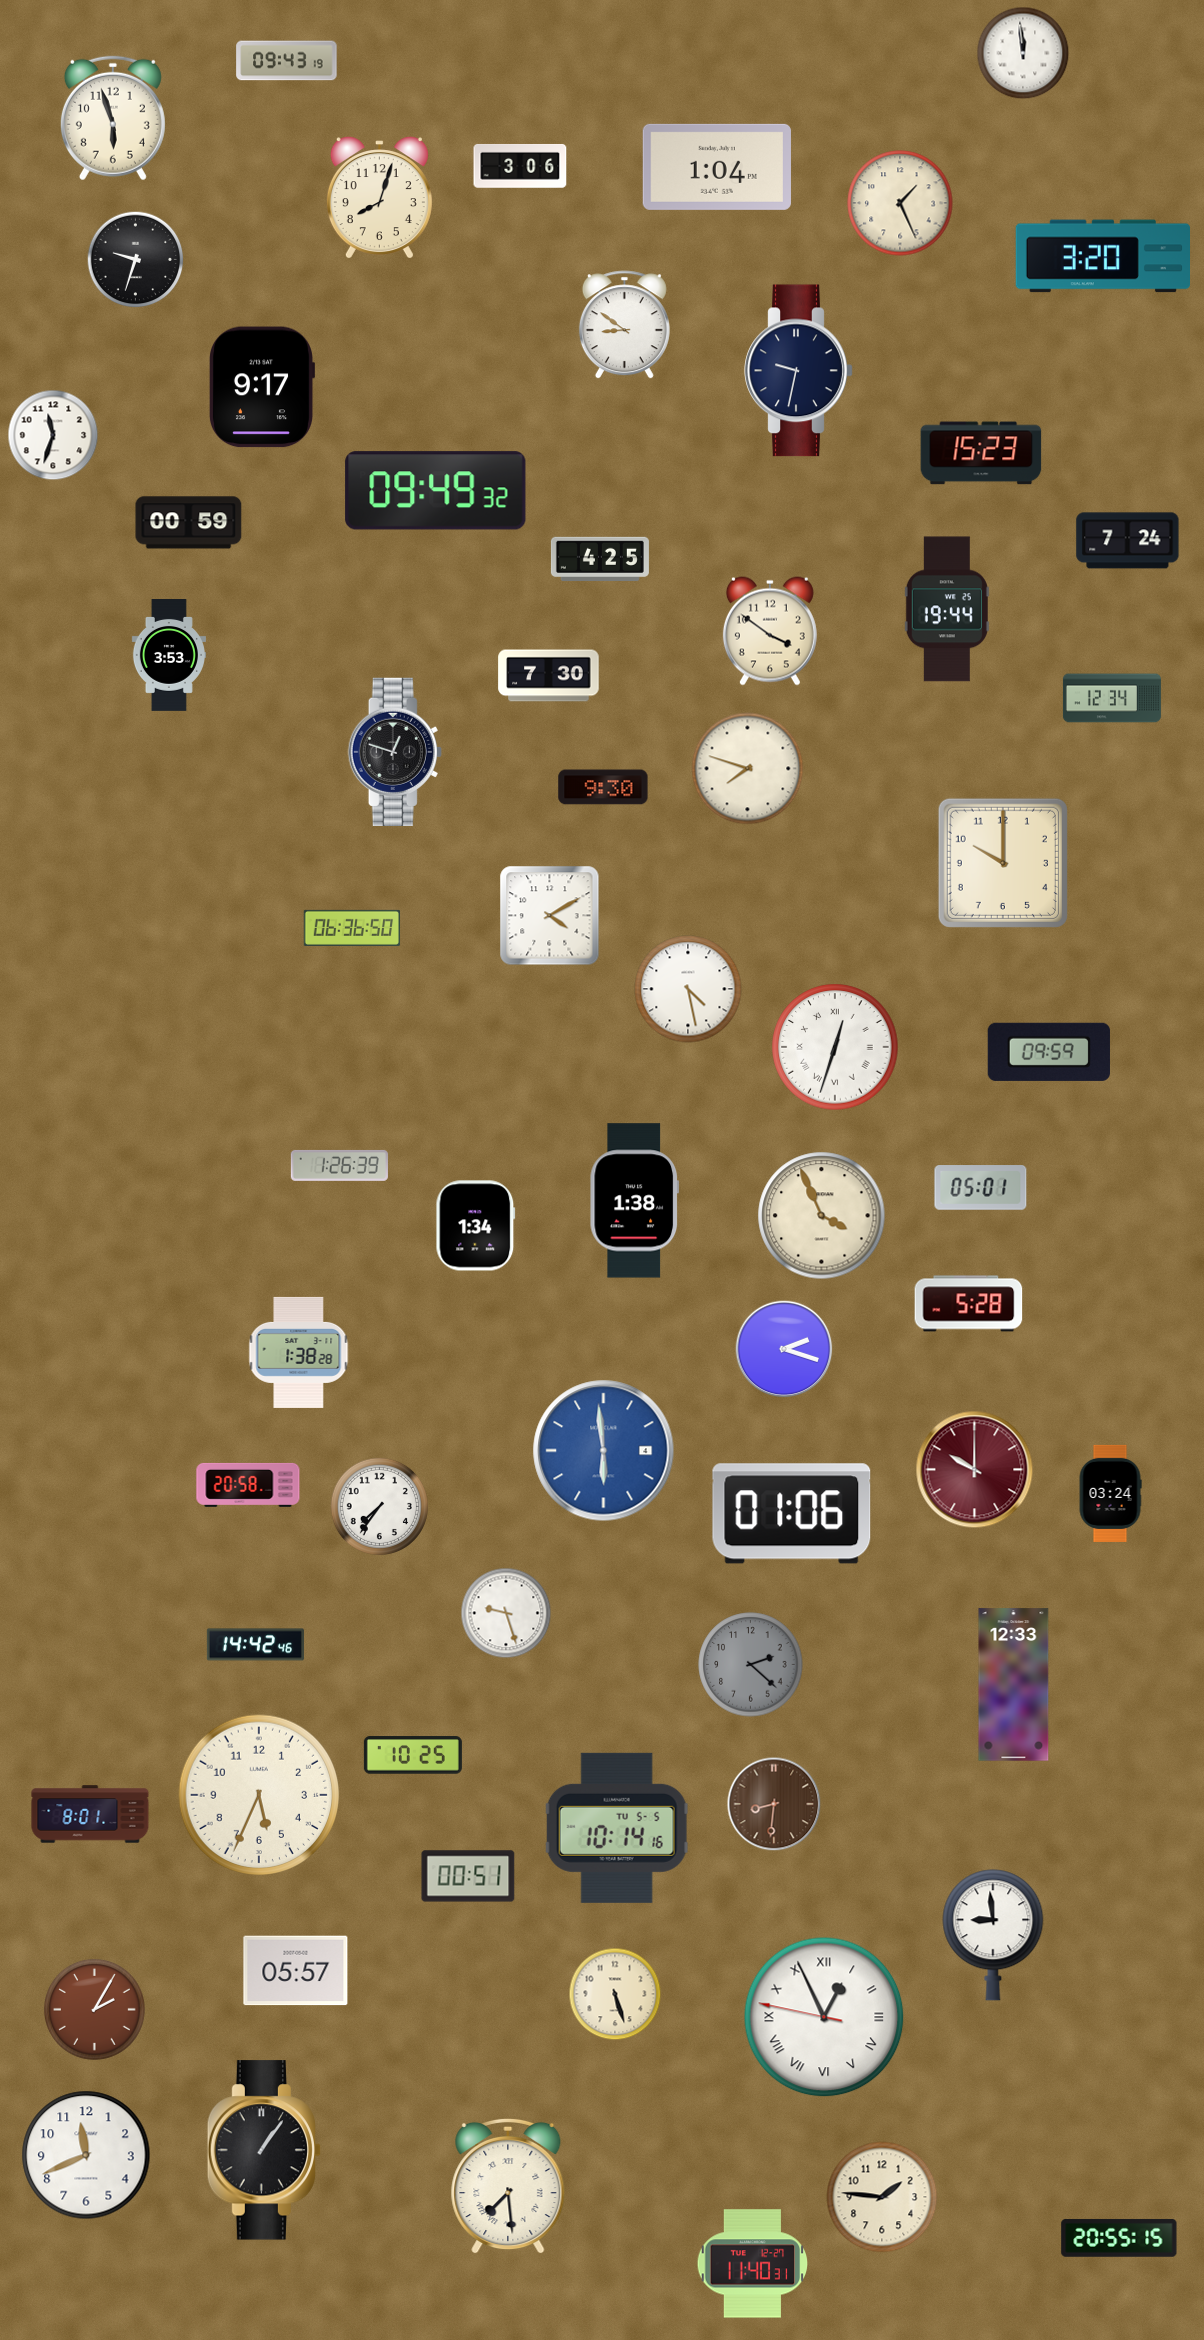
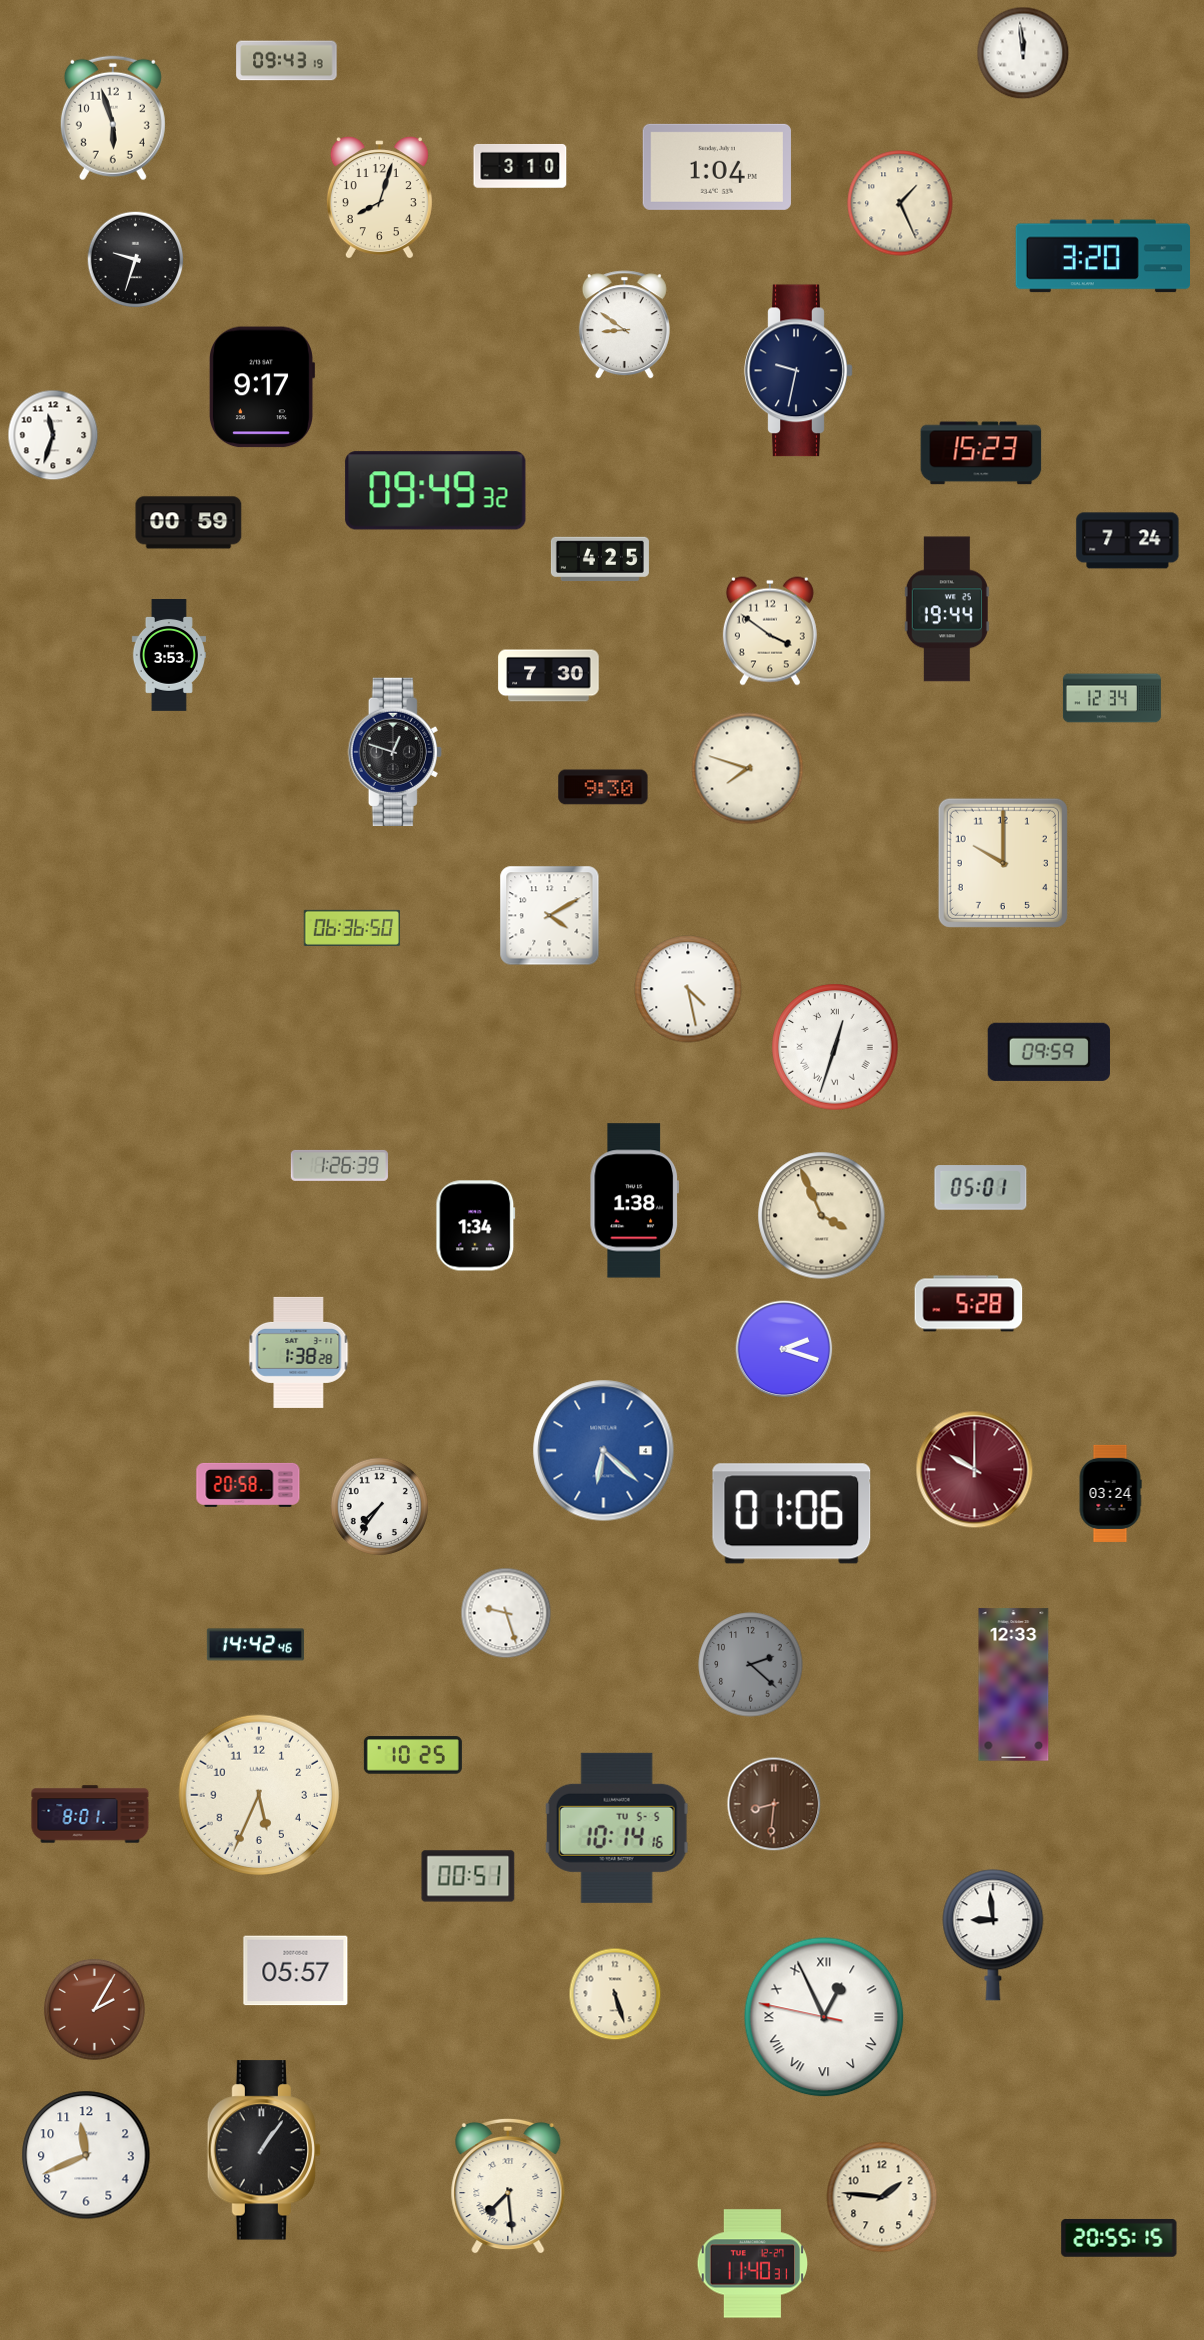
clock at (520, 166): 3:06 -> 3:10
clock at (604, 1451): 5:59 -> 6:22
